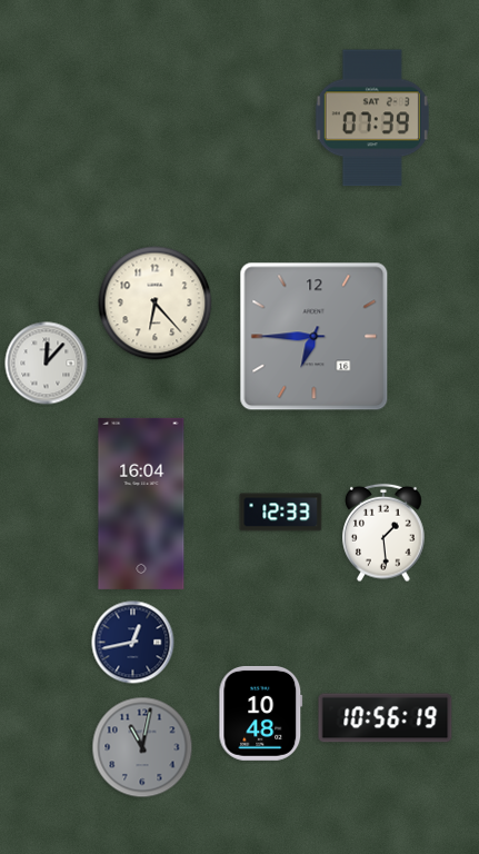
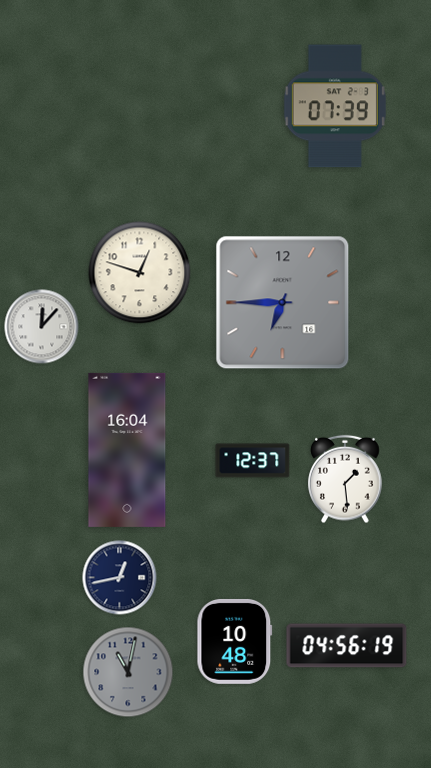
clock at (156, 304): 6:23 -> 12:48
clock at (141, 504) position: (141, 504) -> (127, 450)
clock at (281, 513): 12:33 -> 12:37
clock at (386, 718): 10:56 -> 04:56
